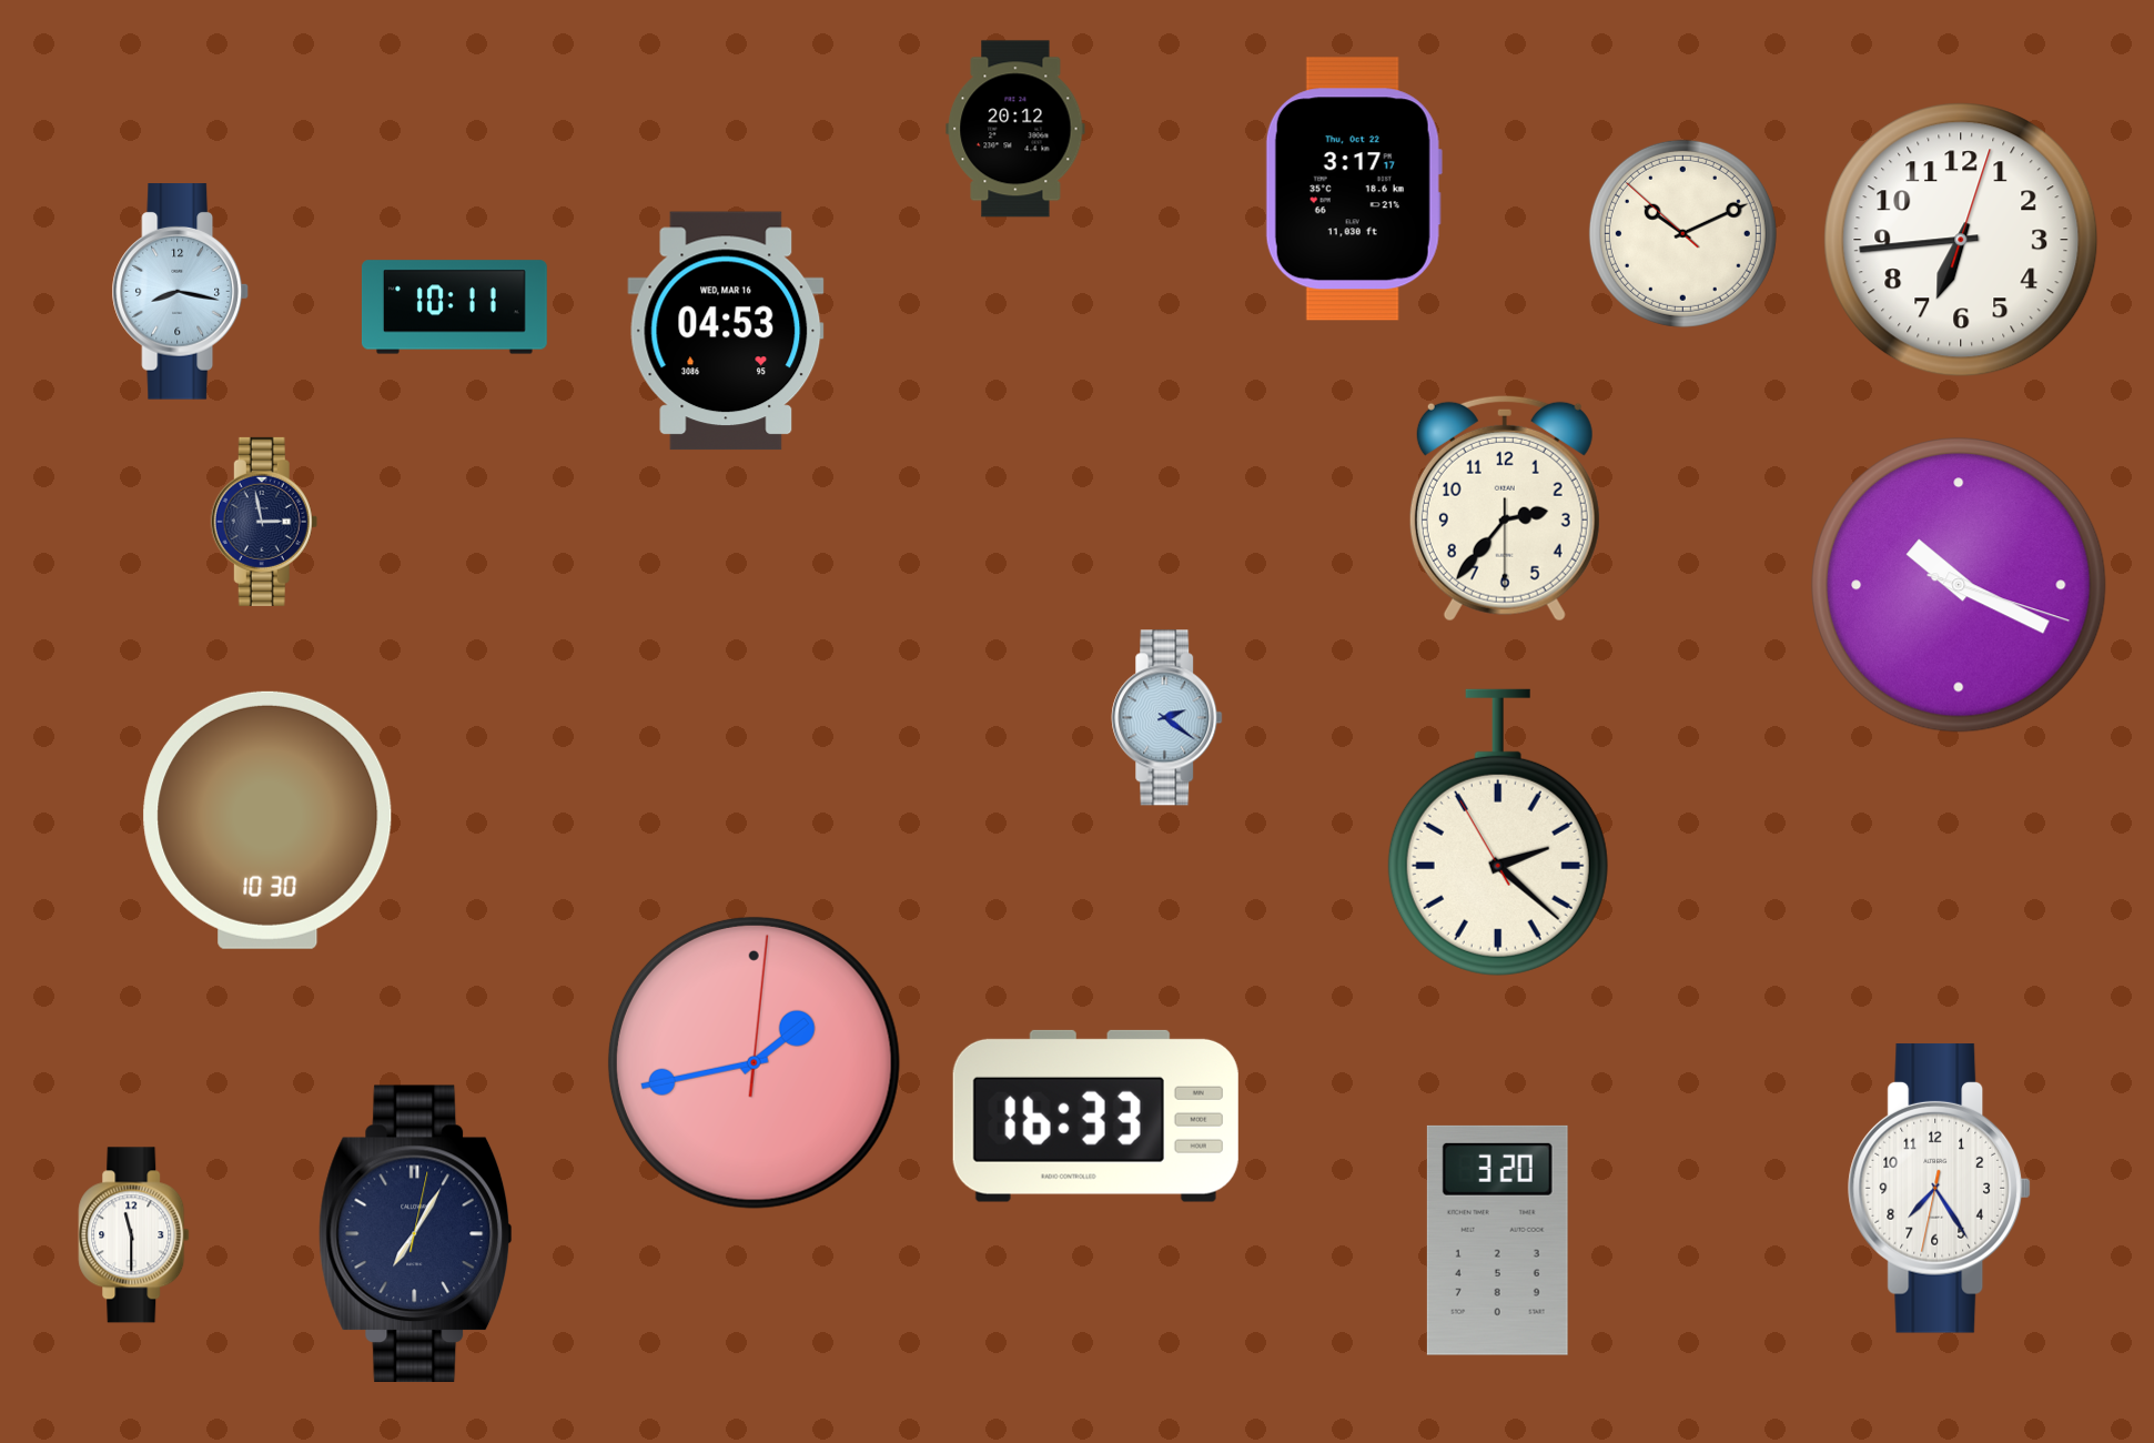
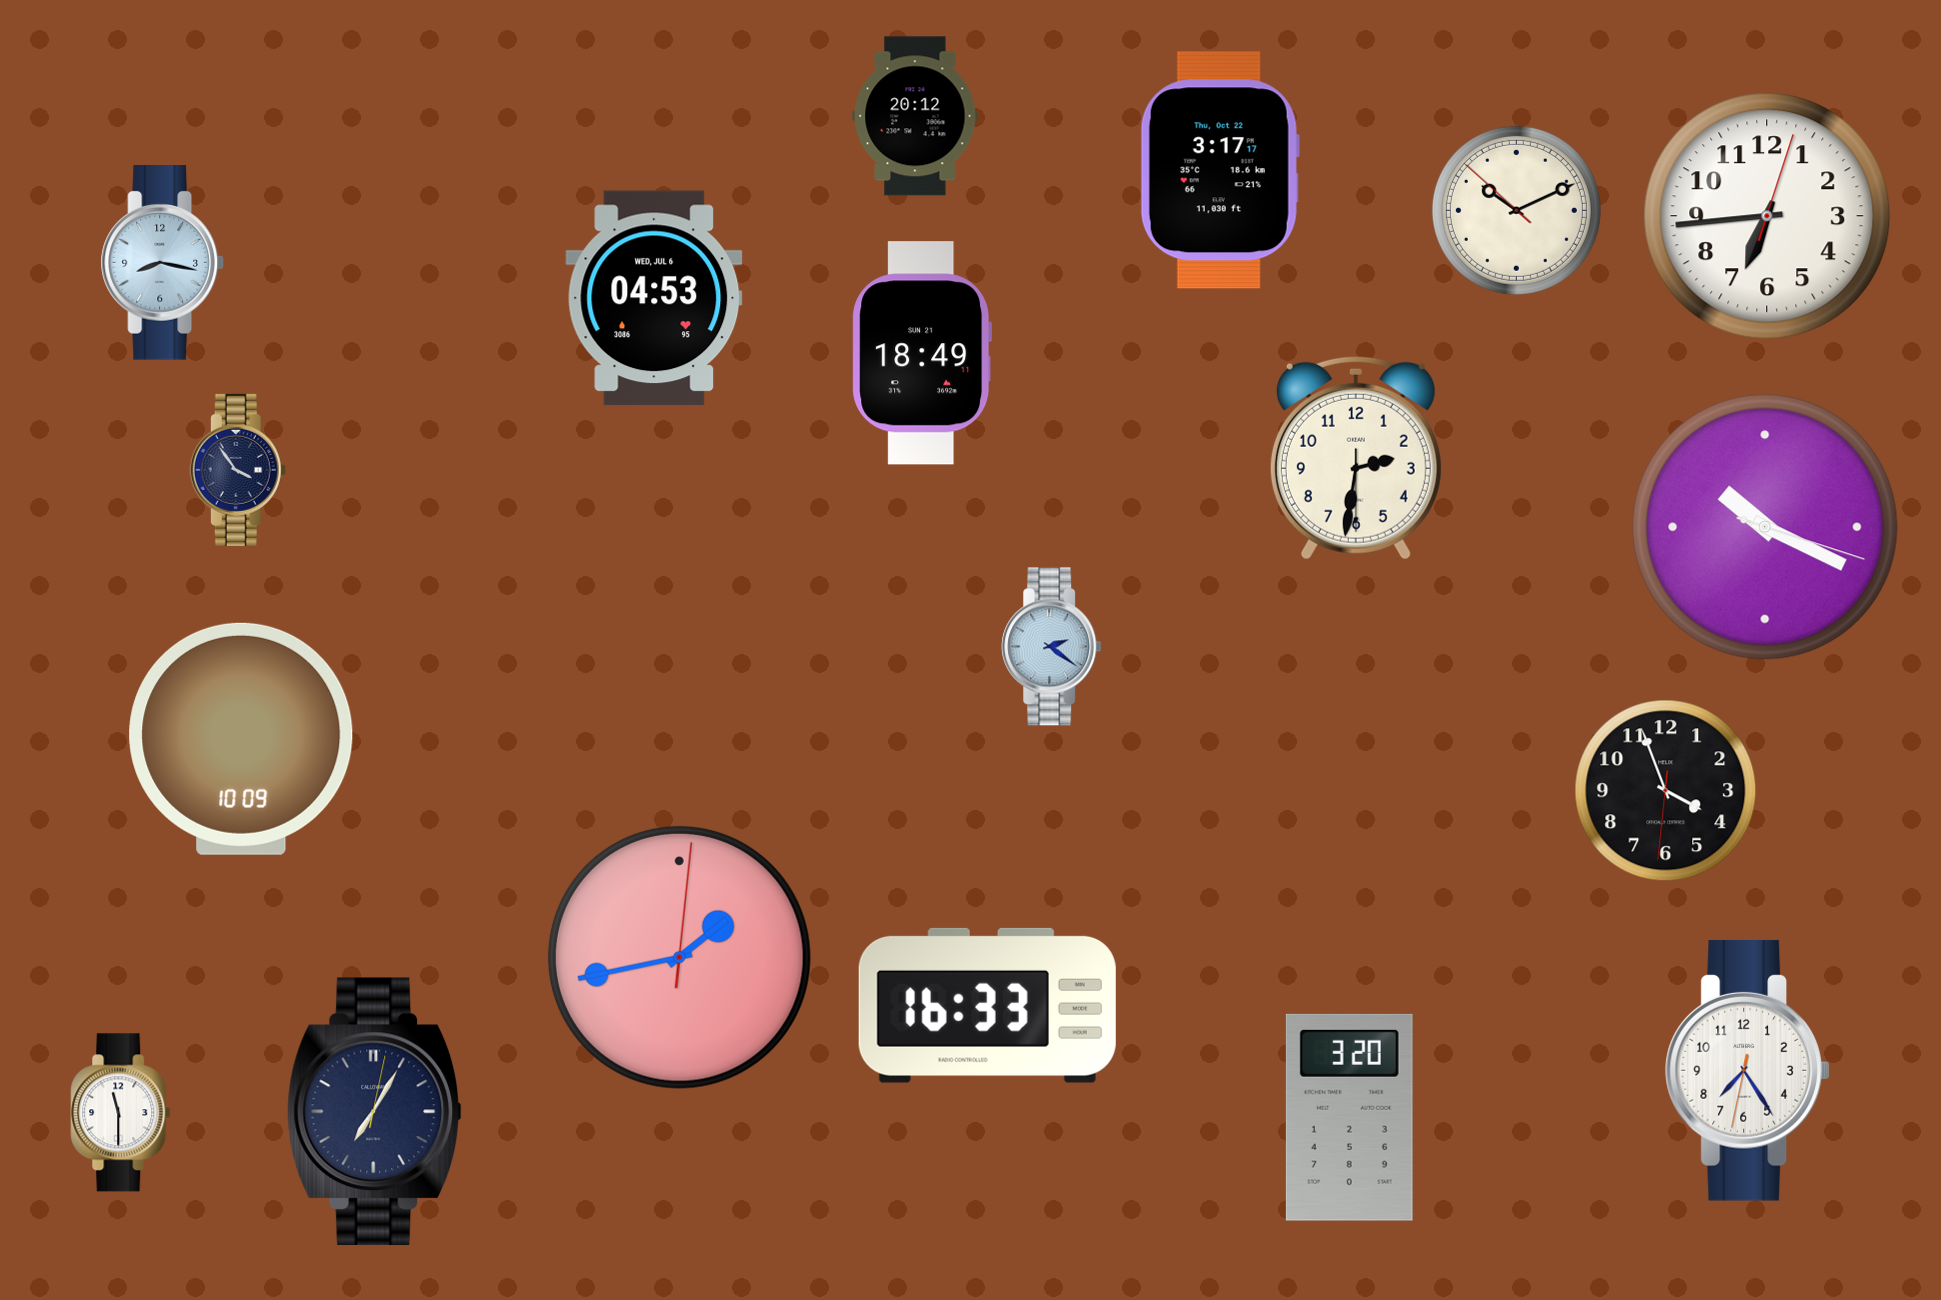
clock at (454, 307): 10:11 -> none
clock at (726, 331) date: WED, MAR 16 -> WED, JUL 6
clock at (922, 353): none -> 18:49
clock at (1505, 508): 2:36 -> 2:31
clock at (264, 522): 2:58 -> 3:54
clock at (267, 820): 10:30 -> 10:09
clock at (1498, 833): 2:21 -> none
clock at (1666, 791): none -> 3:56
